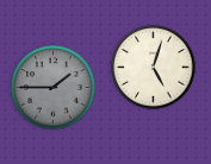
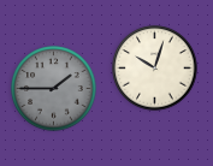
clock at (154, 68): 5:03 -> 10:03
